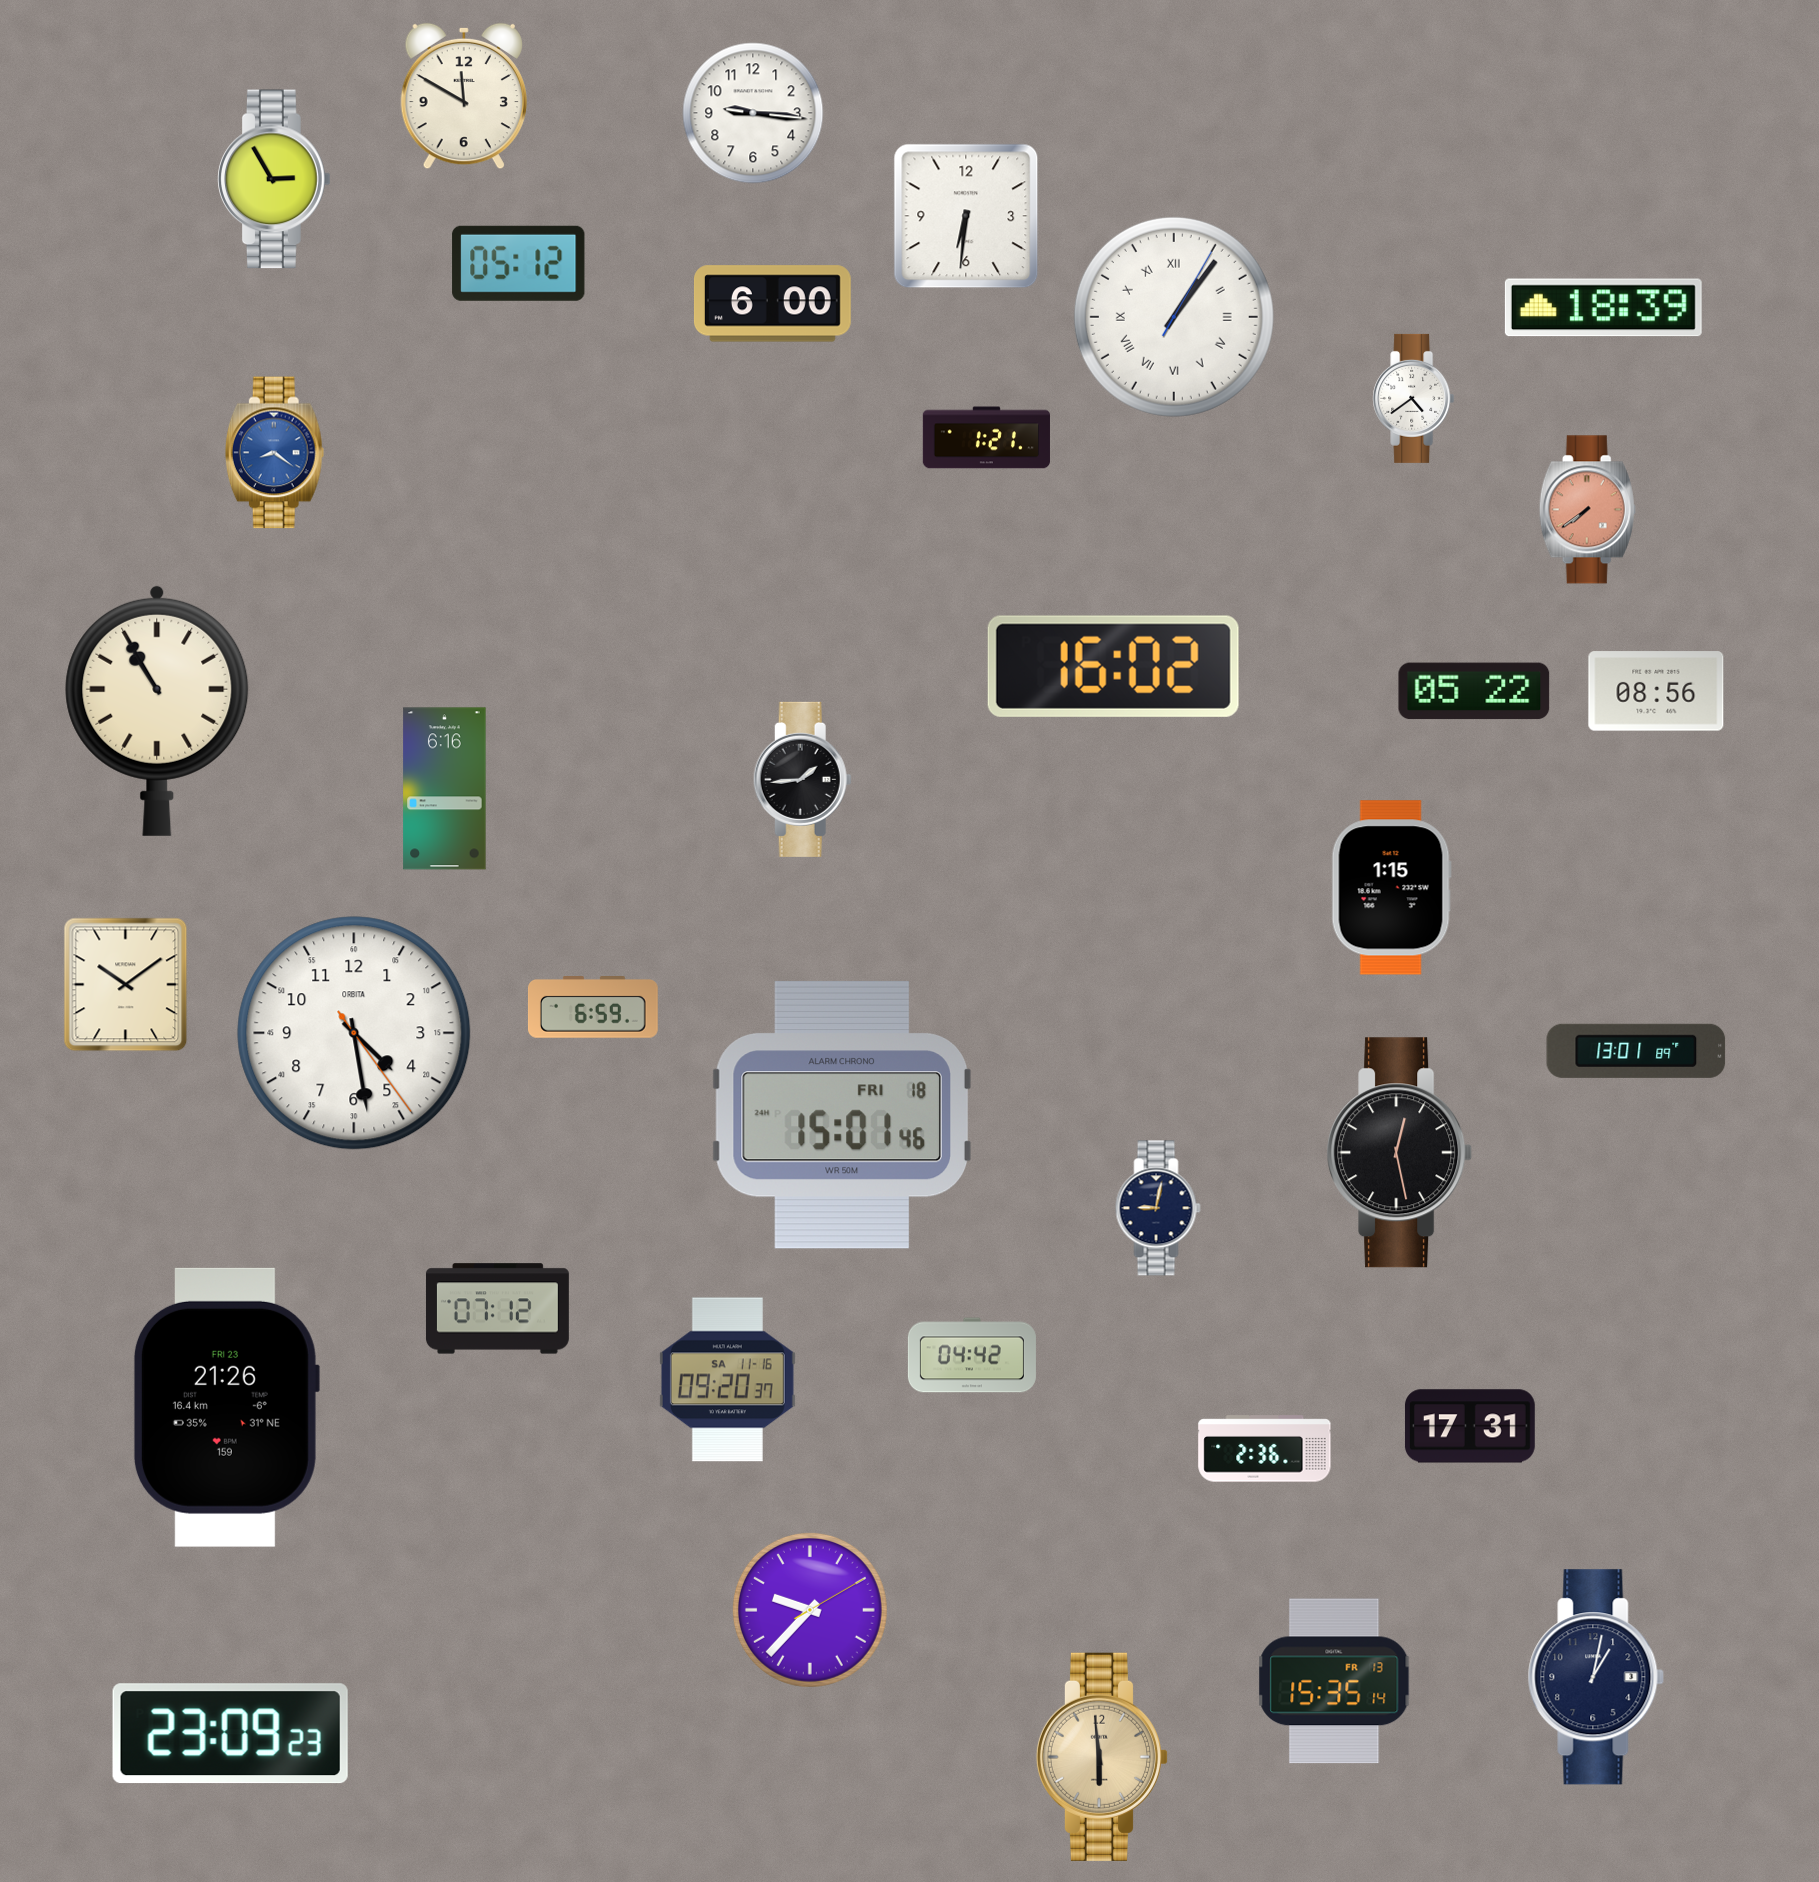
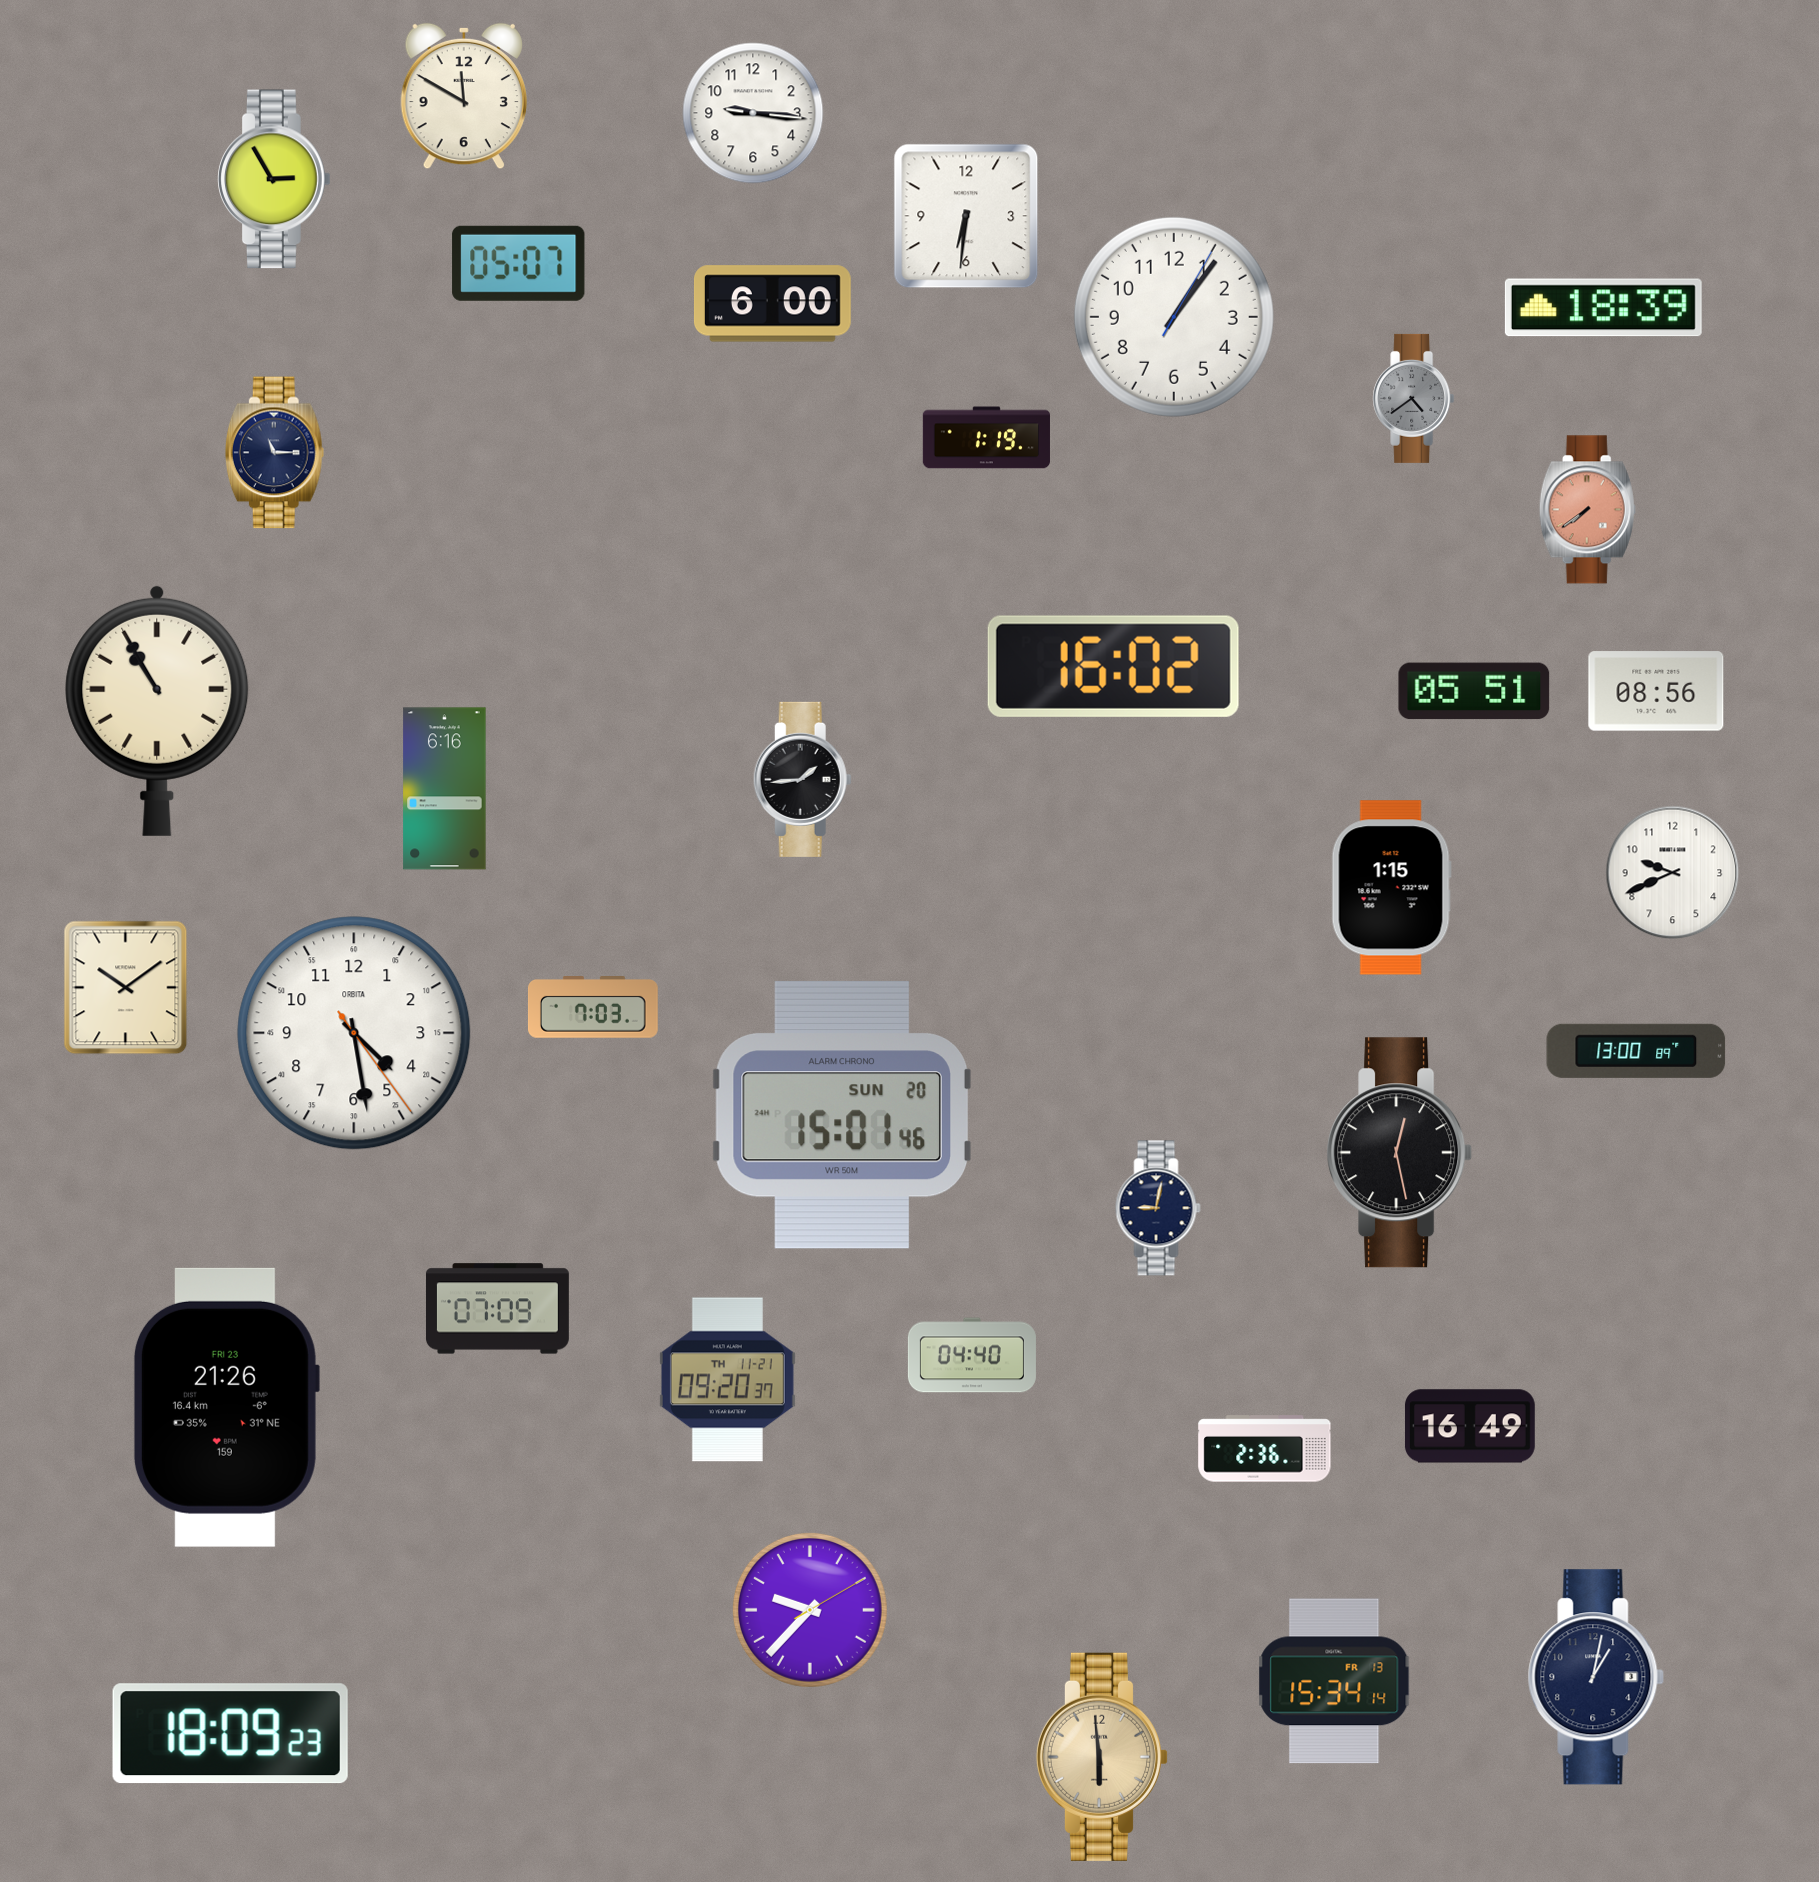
clock at (519, 263): 05:12 -> 05:07
clock at (1174, 317) numerals: Roman -> Arabic
clock at (1414, 398) dial: white -> grey
clock at (986, 438): 1:21 -> 1:19
clock at (274, 453): 8:21 -> 11:15
clock at (274, 453) dial: blue -> navy
clock at (1474, 691): 05:22 -> 05:51
clock at (1673, 873): none -> 9:41
clock at (126, 985) position: (126, 985) -> (126, 988)
clock at (593, 1008): 6:59 -> 7:03
clock at (1636, 1051): 13:01 -> 13:00
clock at (842, 1115) date: FRI 18 -> SUN 20
clock at (497, 1309): 07:12 -> 07:09
clock at (972, 1355): 04:42 -> 04:40
clock at (727, 1380) date: SA 11-16 -> TH 11-21
clock at (1470, 1426): 17:31 -> 16:49
clock at (1334, 1681): 15:35 -> 15:34
clock at (230, 1734): 23:09 -> 18:09
